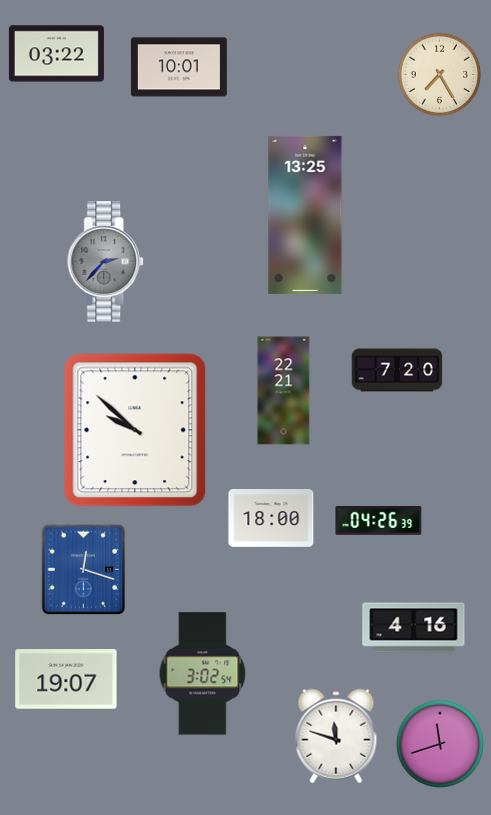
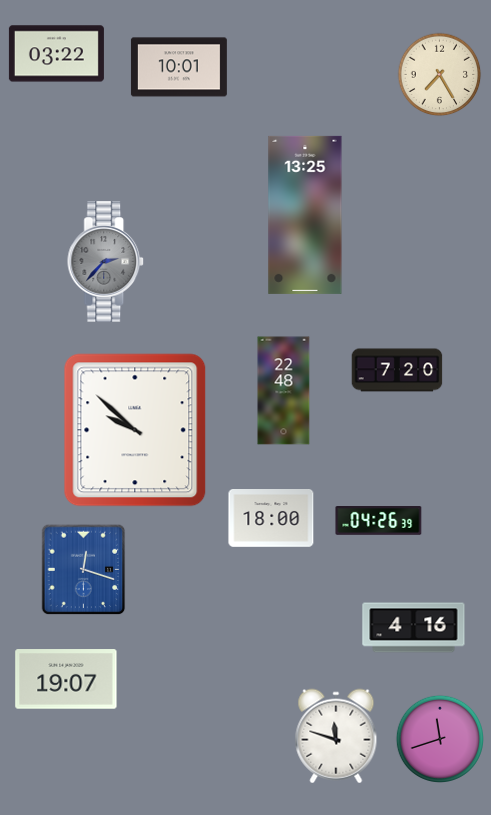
clock at (284, 391): 22:21 -> 22:48
clock at (203, 674): 3:02 -> none
clock at (439, 743) position: (439, 743) -> (439, 738)
